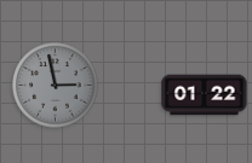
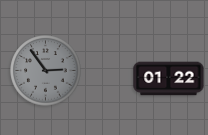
clock at (56, 86): 2:58 -> 2:54
